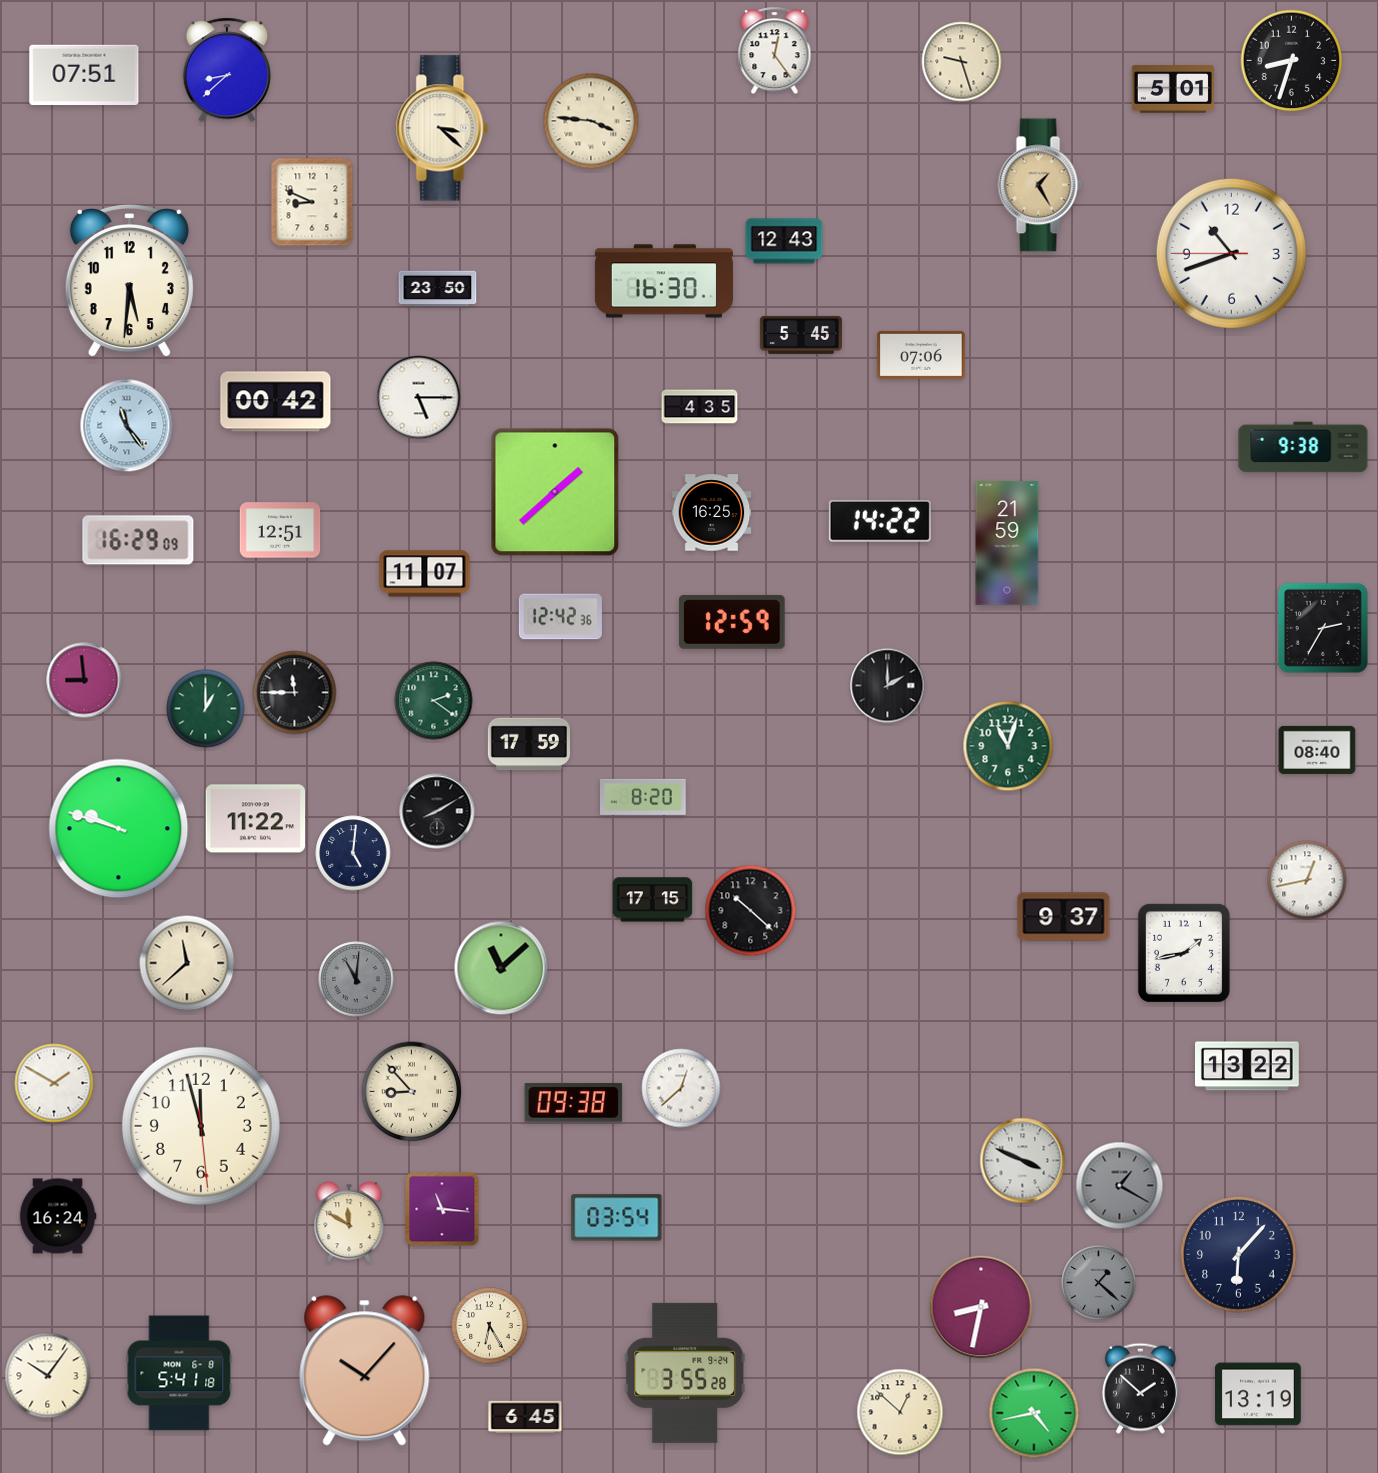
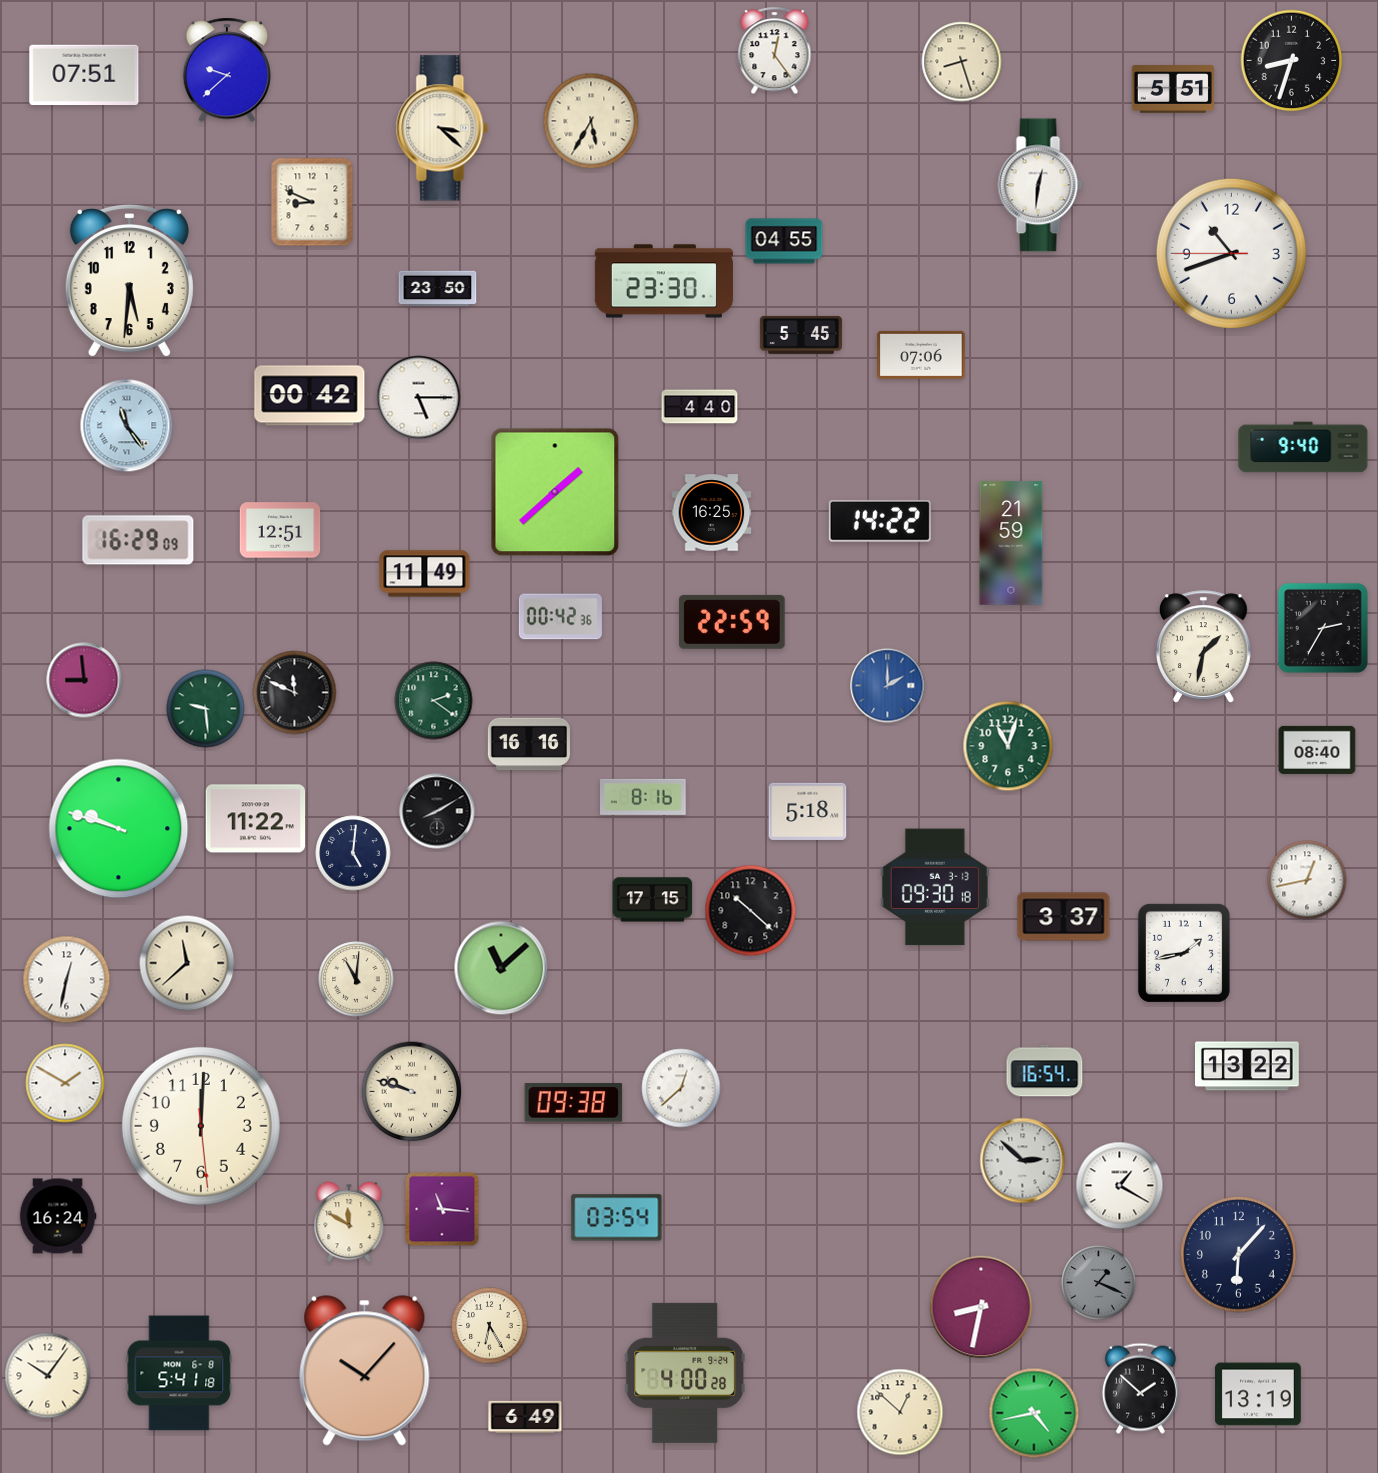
clock at (962, 62): 9:27 -> 8:27
clock at (227, 70): 8:38 -> 9:38
clock at (1173, 89): 5:01 -> 5:51
clock at (591, 121): 3:46 -> 5:35
clock at (1040, 185): 1:25 -> 12:31
clock at (1040, 185) dial: champagne -> white
clock at (784, 241): 12:43 -> 04:55
clock at (664, 281): 16:30 -> 23:30
clock at (276, 402) position: (276, 402) -> (310, 396)
clock at (700, 407): 4:35 -> 4:40
clock at (1303, 447): 9:38 -> 9:40
clock at (1007, 543) position: (1007, 543) -> (1011, 543)
clock at (425, 574): 11:07 -> 11:49
clock at (560, 617): 12:42 -> 00:42
clock at (732, 622): 12:59 -> 22:59
clock at (1204, 647): none -> 1:32
clock at (888, 686) dial: black -> blue
clock at (295, 693): 11:45 -> 11:49
clock at (206, 709): 1:00 -> 9:29
clock at (529, 744): 17:59 -> 16:16
clock at (644, 797): 8:20 -> 8:16
clock at (808, 811): none -> 5:18
clock at (935, 887): none -> 09:30
clock at (1064, 917): 9:37 -> 3:37
clock at (356, 979) dial: grey -> cream
clock at (67, 980): none -> 12:32
clock at (1045, 1071): none -> 16:54
clock at (54, 1083) position: (54, 1083) -> (65, 1083)
clock at (412, 1092): 8:53 -> 9:48
clock at (201, 1126): 11:57 -> 12:00
clock at (1023, 1161): 3:49 -> 2:52
clock at (1120, 1186) dial: grey -> white
clock at (1099, 1283): 1:22 -> 1:19
clock at (684, 1373): 3:55 -> 4:00
clock at (525, 1416): 6:45 -> 6:49
